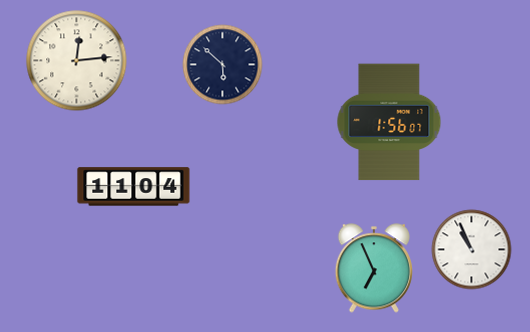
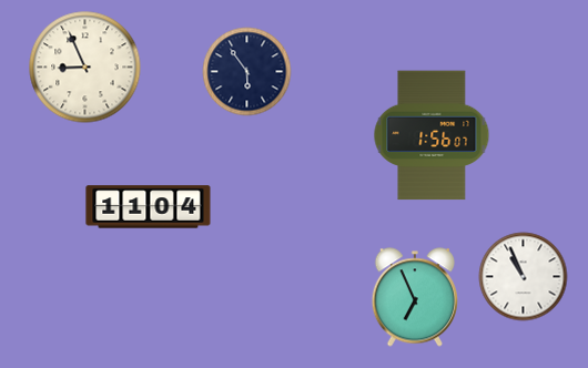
clock at (77, 61): 12:14 -> 8:56
clock at (223, 65): 5:52 -> 5:54
